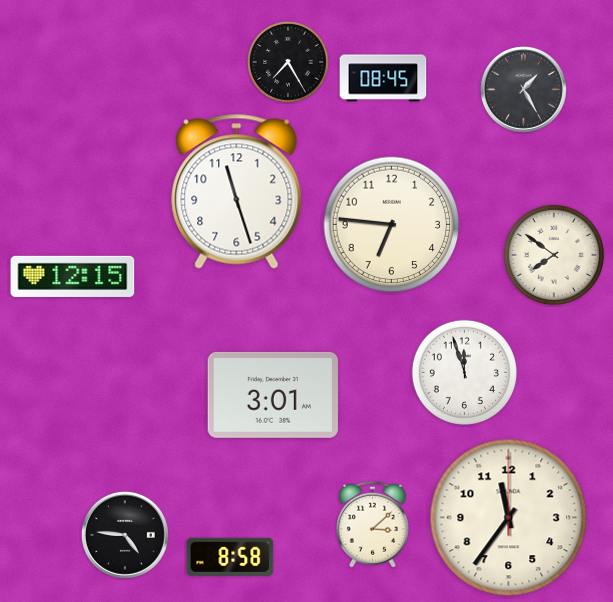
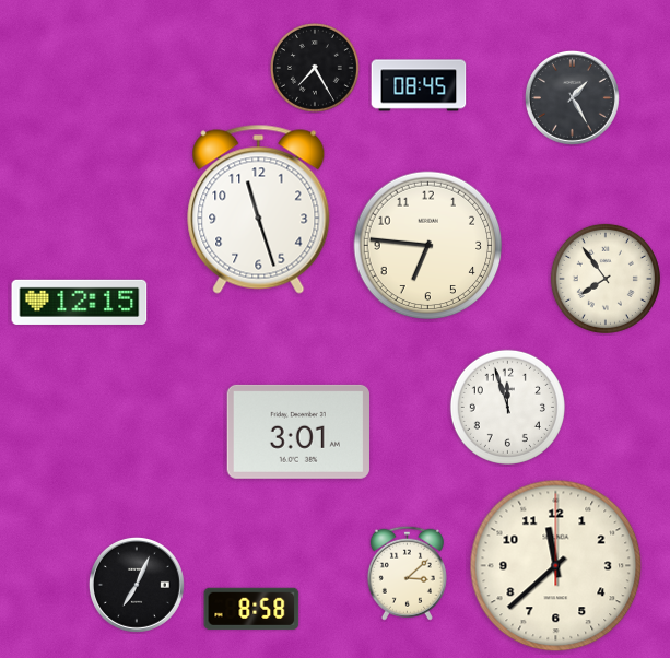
clock at (554, 255): 7:51 -> 7:54
clock at (509, 518): 11:36 -> 11:38
clock at (125, 535): 4:46 -> 7:04
